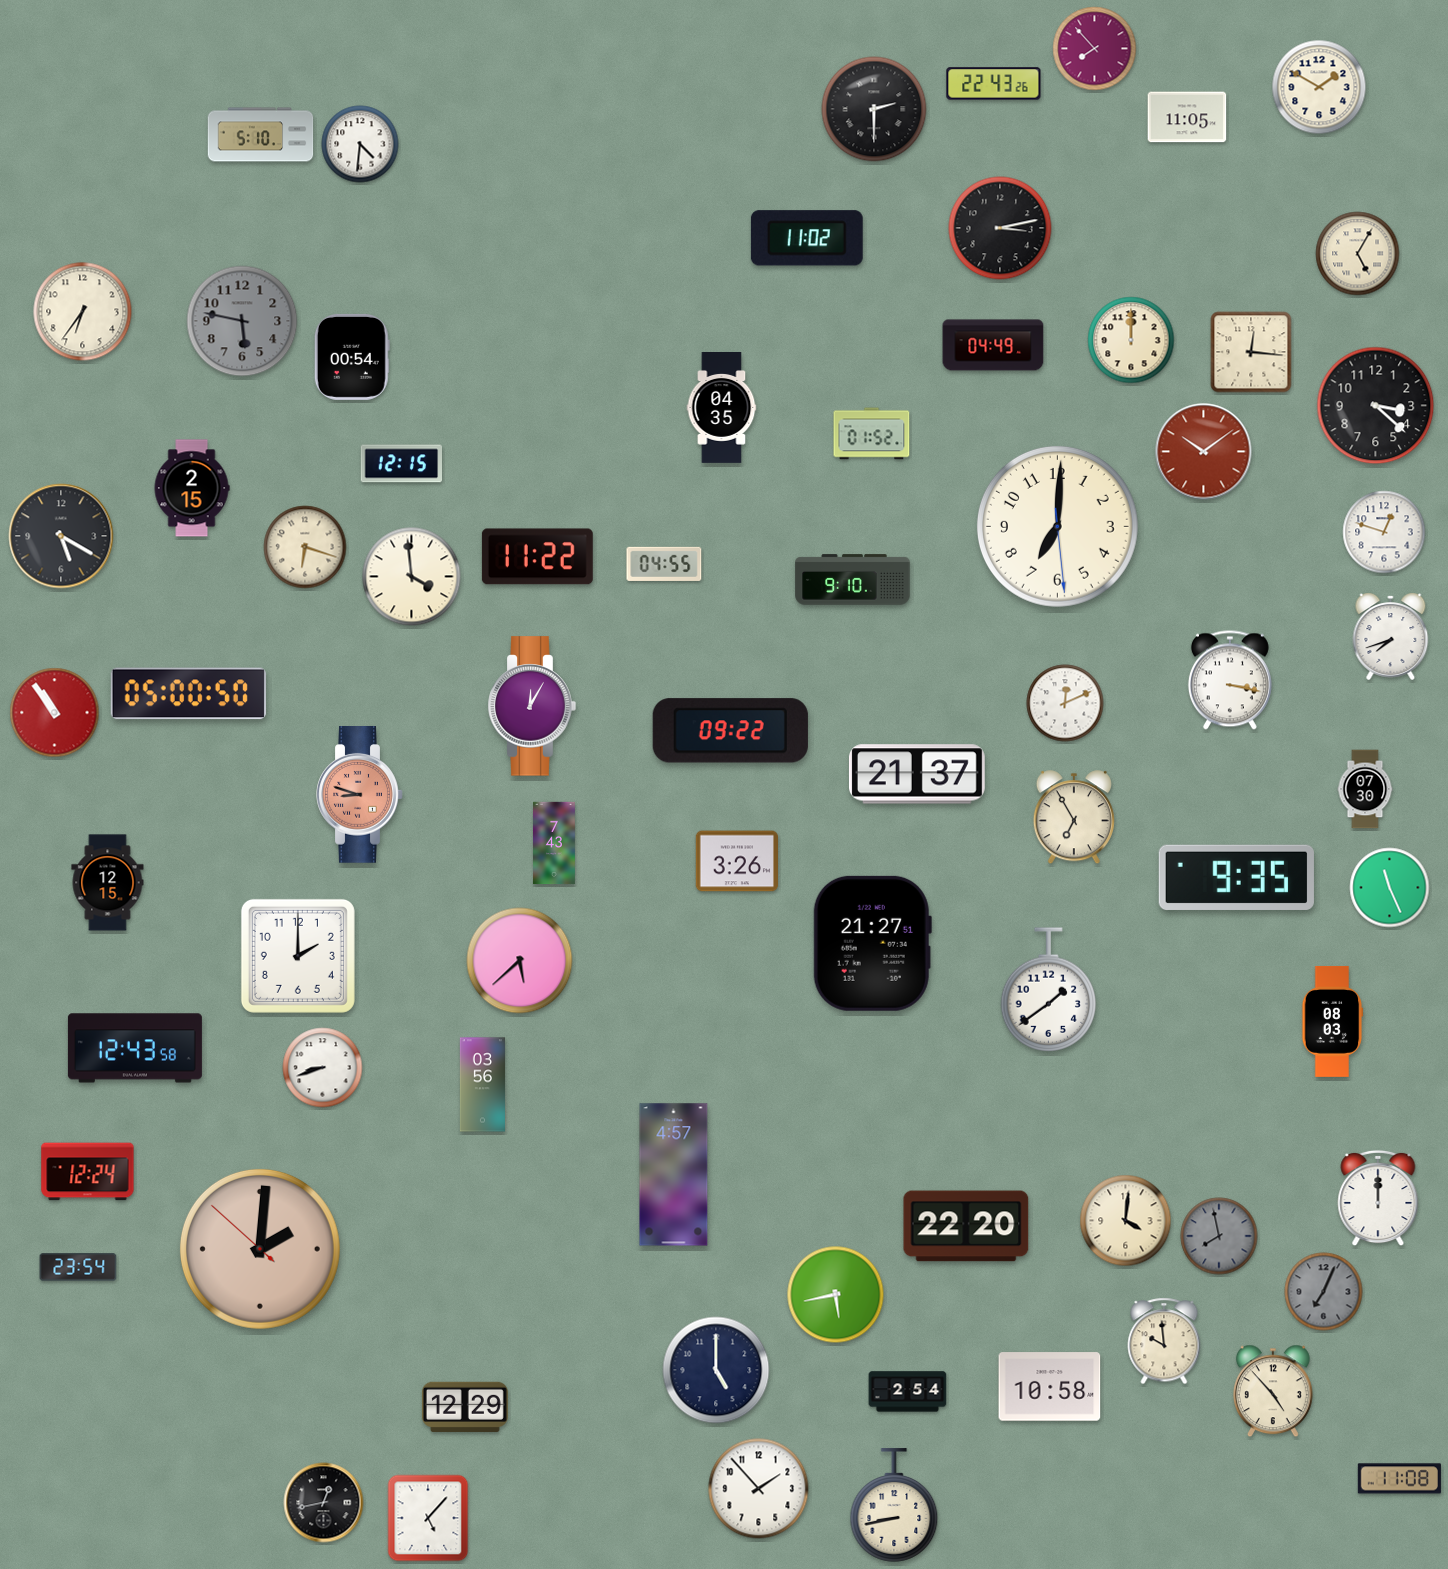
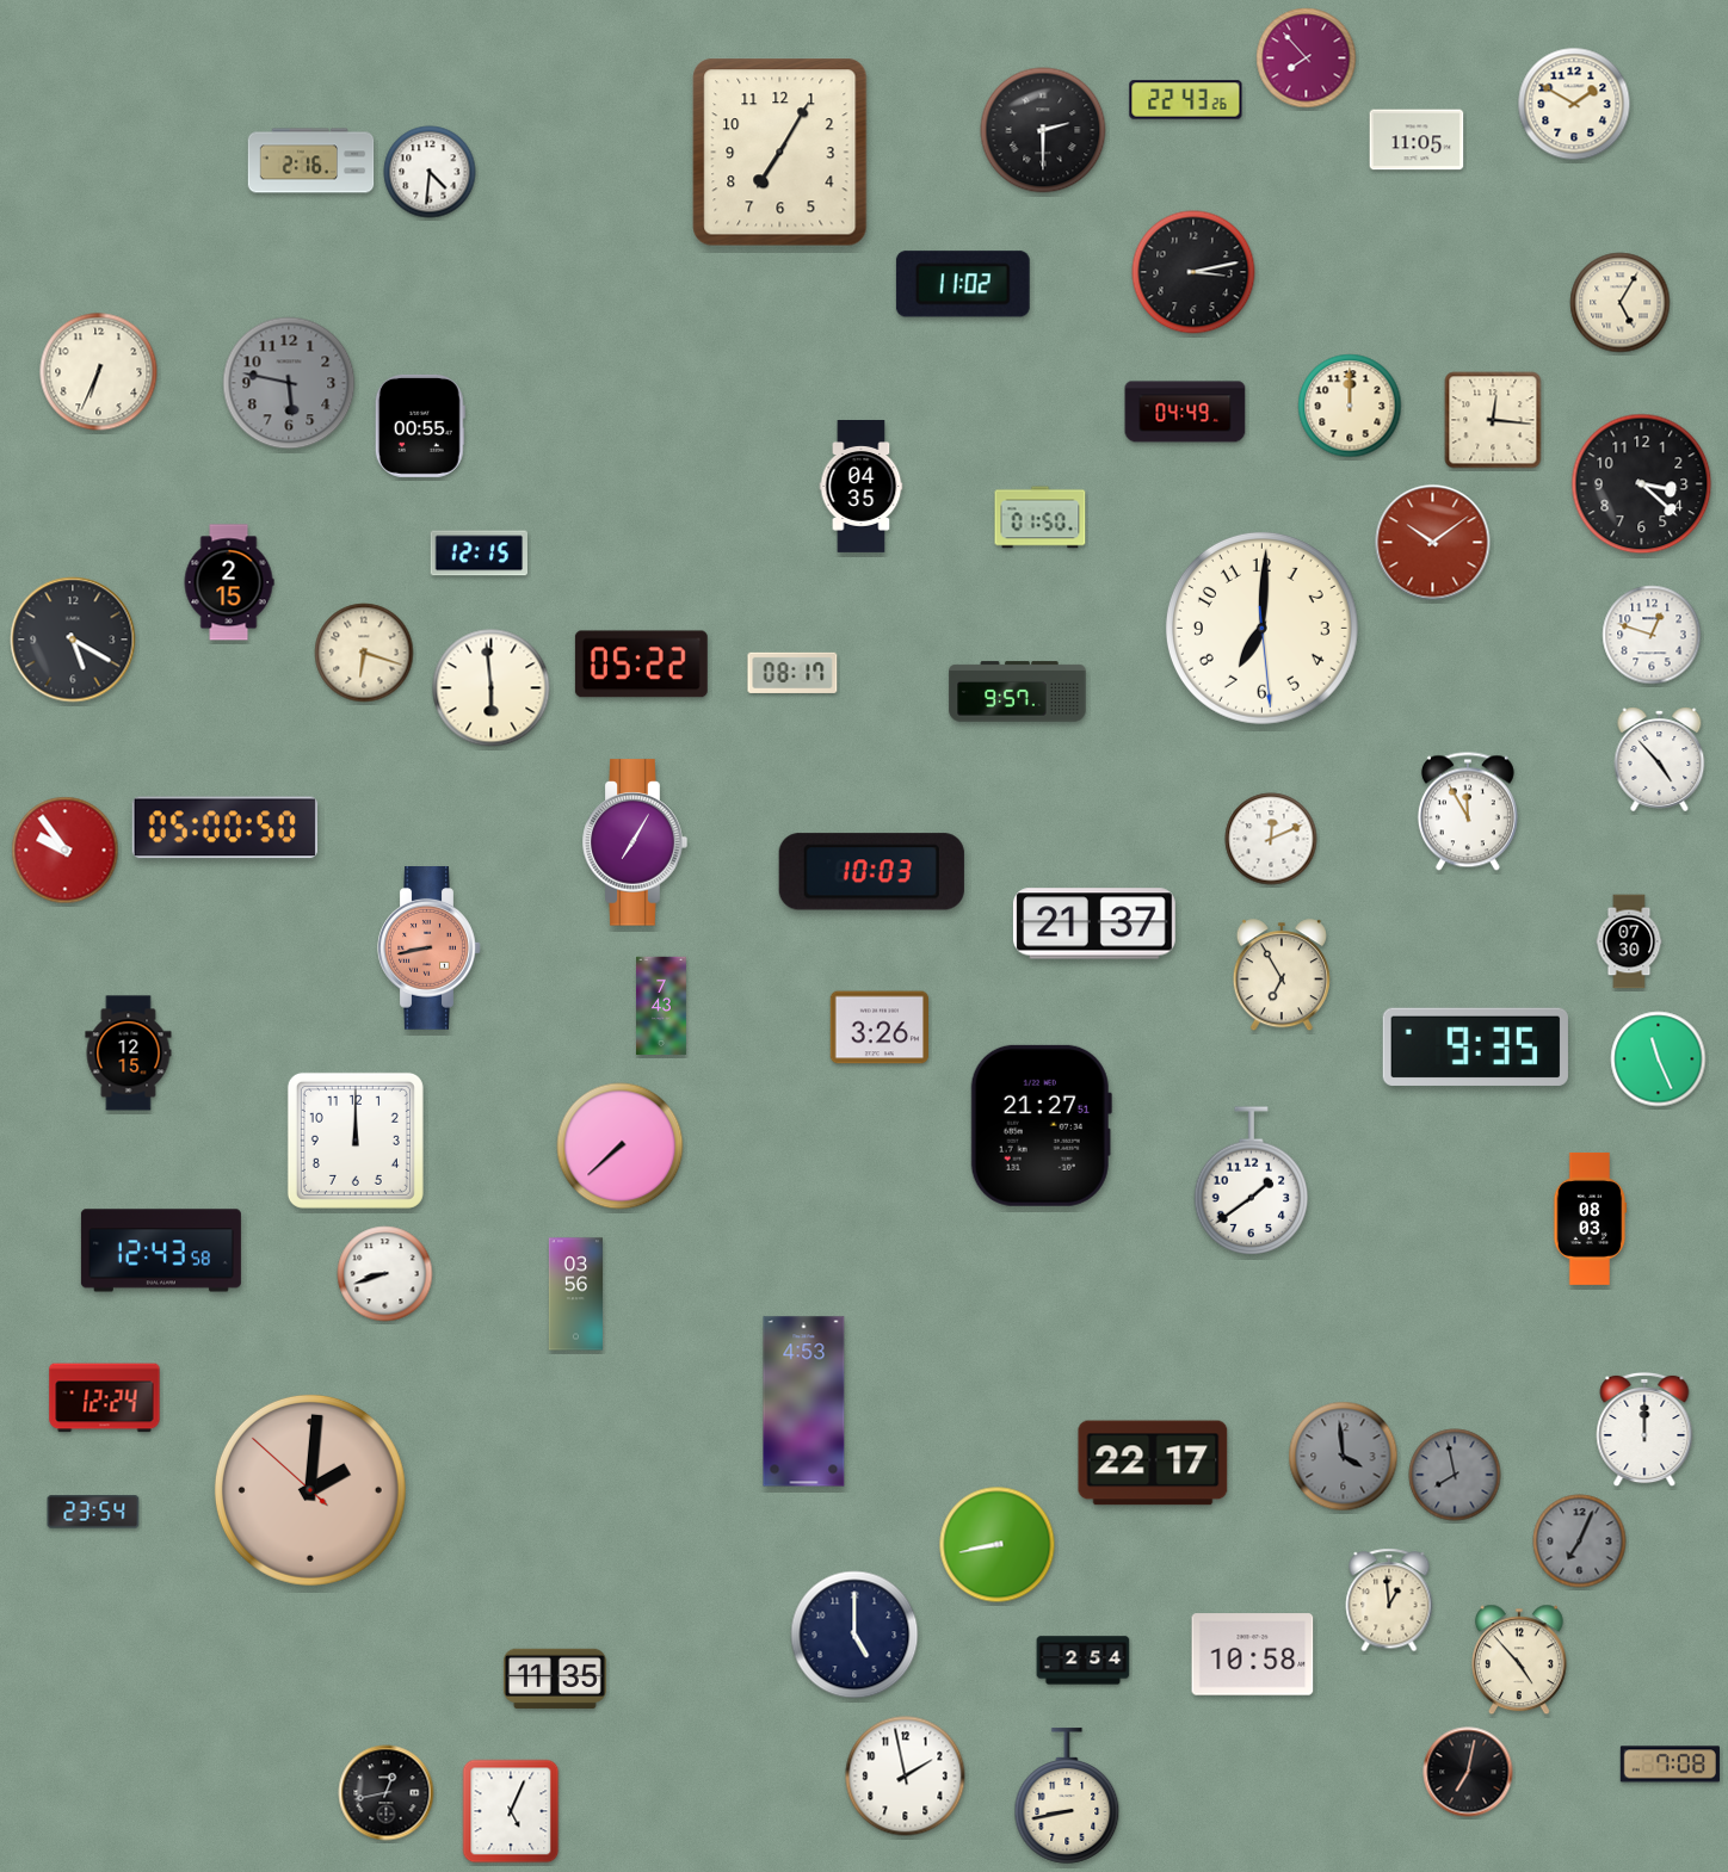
clock at (780, 153): none -> 7:05
clock at (261, 135): 5:10 -> 2:16
clock at (83, 312): 6:36 -> 6:34
clock at (352, 357): 00:54 -> 00:55
clock at (872, 434): 01:52 -> 01:50
clock at (1204, 452) position: (1204, 452) -> (1433, 543)
clock at (537, 557): 11:22 -> 05:22
clock at (664, 564): 04:55 -> 08:17
clock at (412, 577): 3:59 -> 5:59
clock at (853, 580): 9:10 -> 9:57
clock at (1391, 636): 7:42 -> 4:53
clock at (1230, 680): 3:17 -> 11:55
clock at (532, 706): 12:05 -> 7:05
clock at (55, 713): 10:54 -> 9:54
clock at (730, 731): 09:22 -> 10:03
clock at (360, 795): 8:48 -> 8:43
clock at (298, 956): 2:00 -> 12:00
clock at (520, 961): 5:38 -> 7:38
clock at (674, 1175): 4:57 -> 4:53
clock at (1126, 1221): 4:01 -> 3:59
clock at (1126, 1221) dial: cream -> grey
clock at (966, 1226): 22:20 -> 22:17
clock at (836, 1295): 5:43 -> 8:43
clock at (1164, 1341): 9:59 -> 12:59
clock at (465, 1407): 12:29 -> 11:35
clock at (1399, 1479): 11:08 -> 7:08
clock at (1468, 1772): none -> 7:02
clock at (759, 1489): 1:53 -> 1:58
clock at (428, 1518): 5:07 -> 5:04
